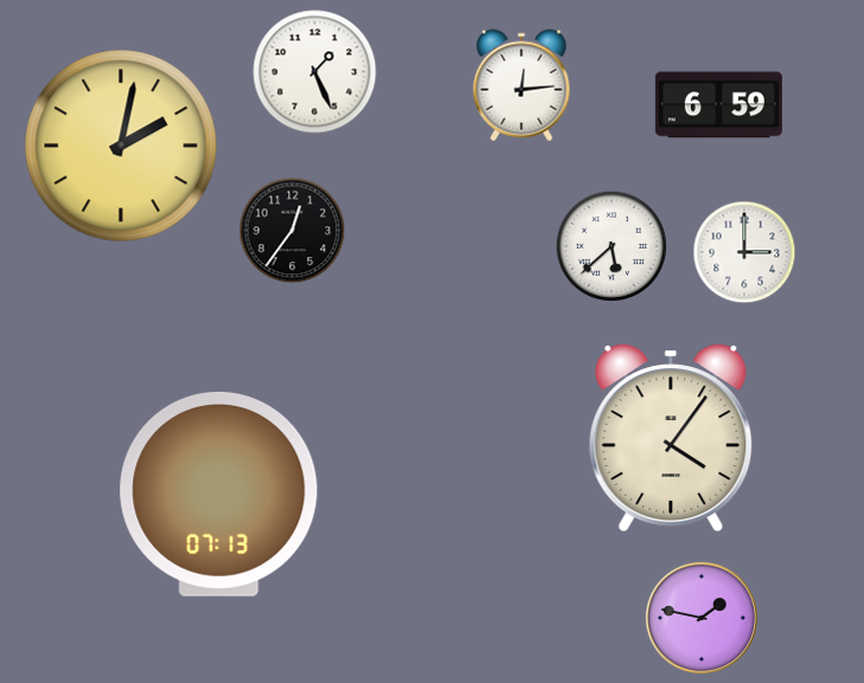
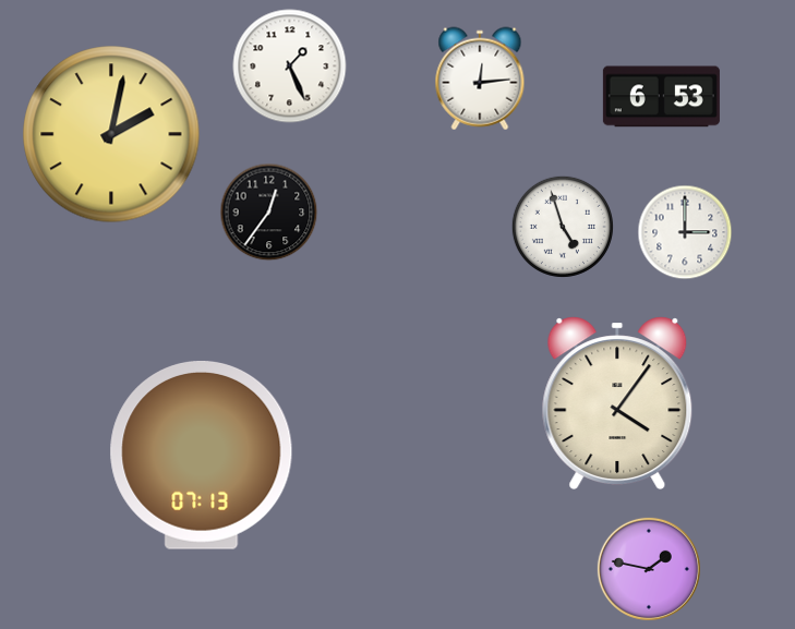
clock at (718, 105): 6:59 -> 6:53
clock at (612, 246): 5:38 -> 4:57
clock at (702, 618) position: (702, 618) -> (649, 569)
